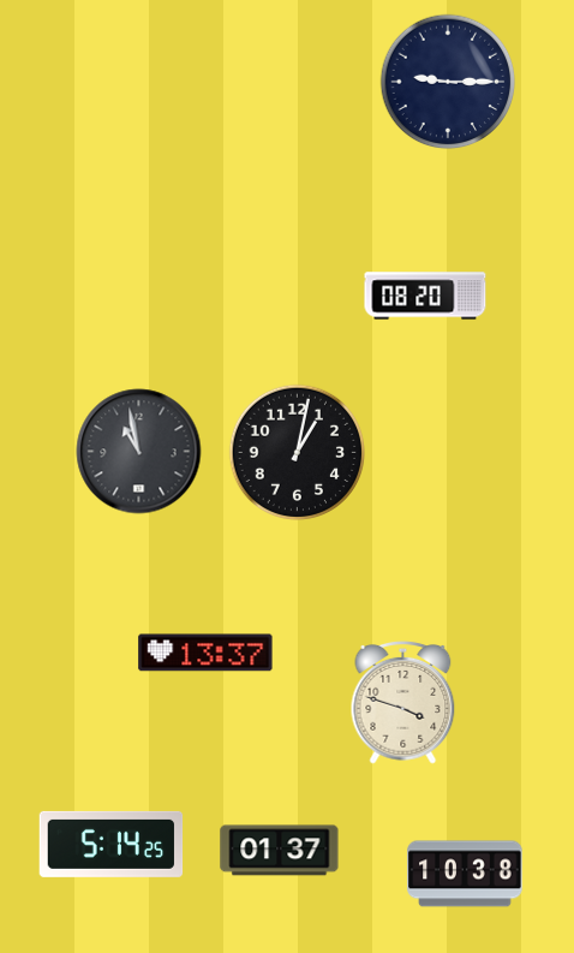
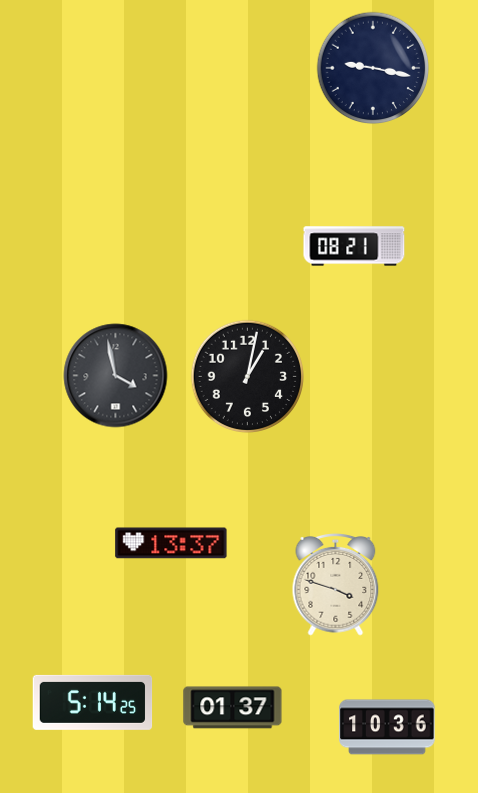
clock at (448, 82): 9:15 -> 9:17
clock at (425, 296): 08:20 -> 08:21
clock at (139, 452): 10:58 -> 3:58
clock at (465, 874): 10:38 -> 10:36
